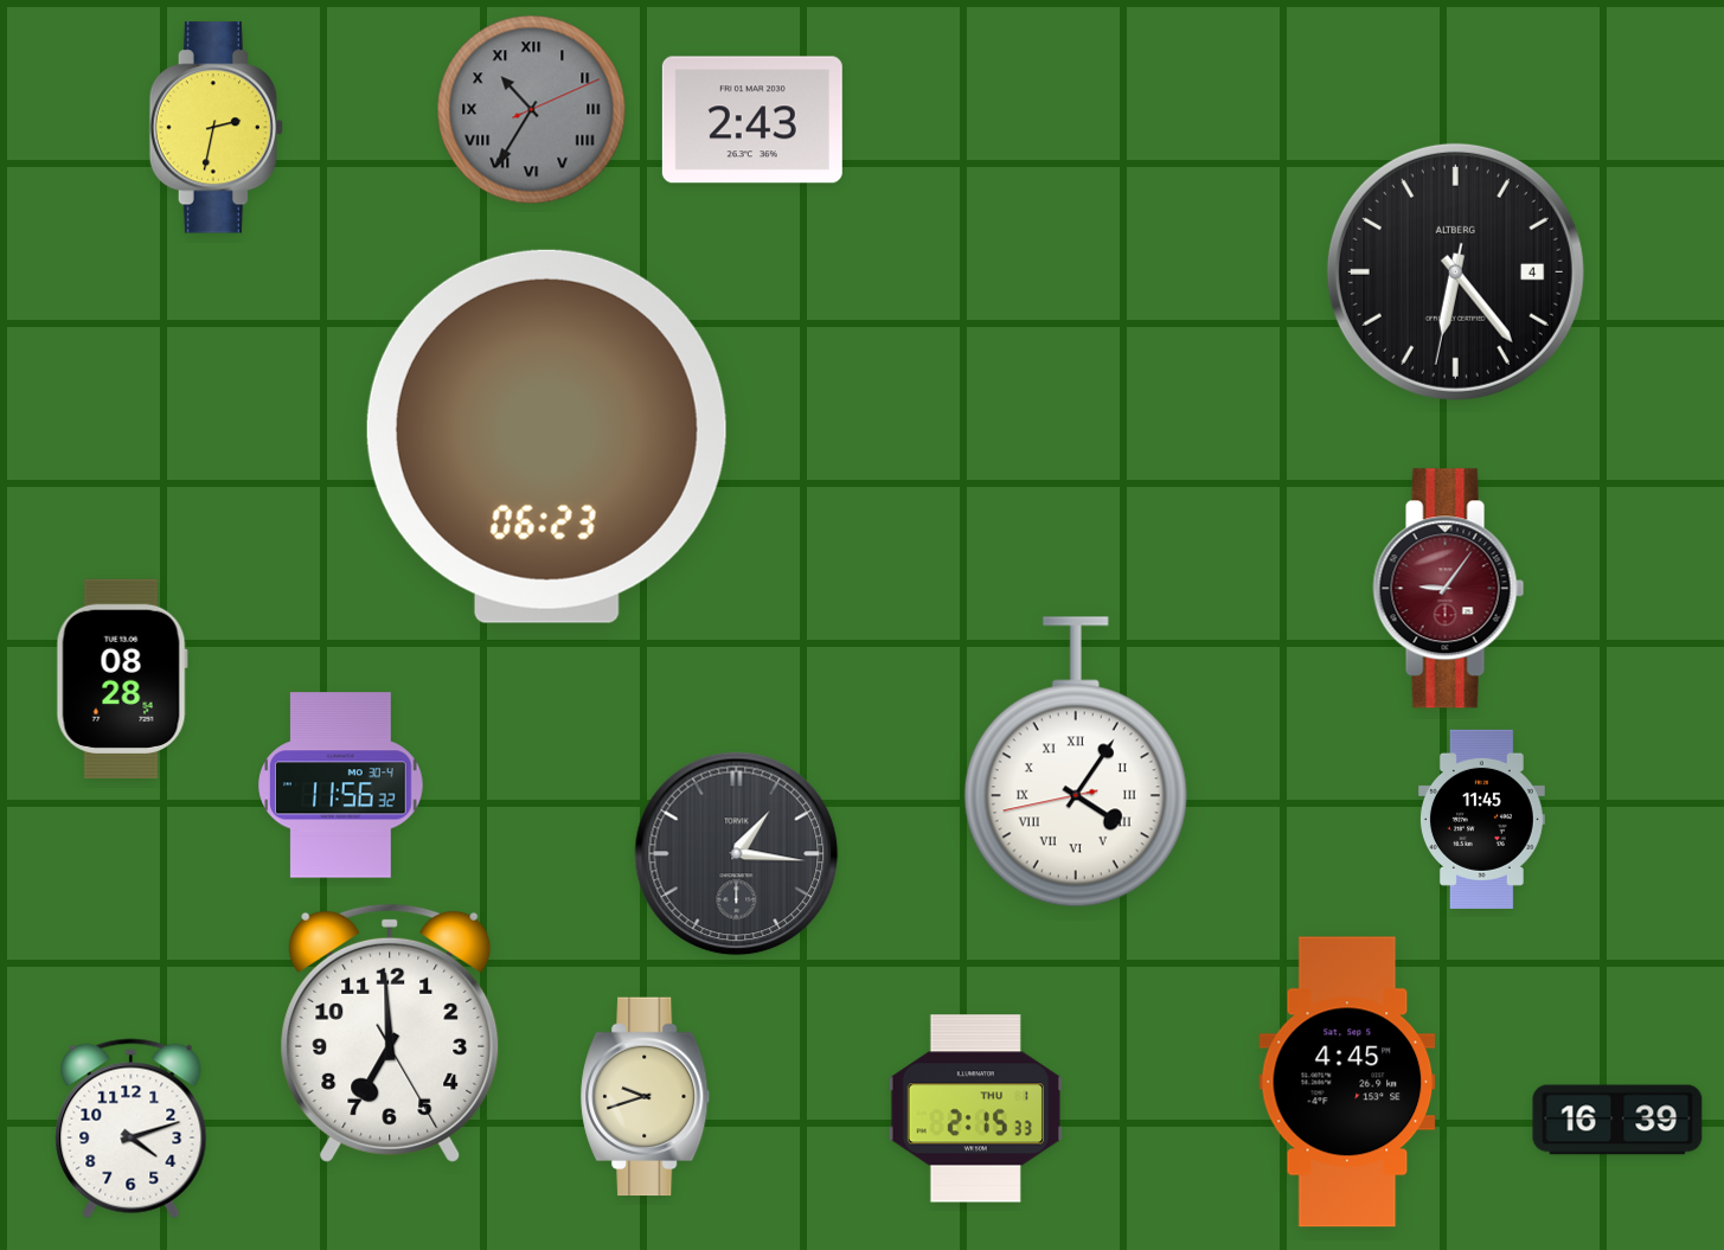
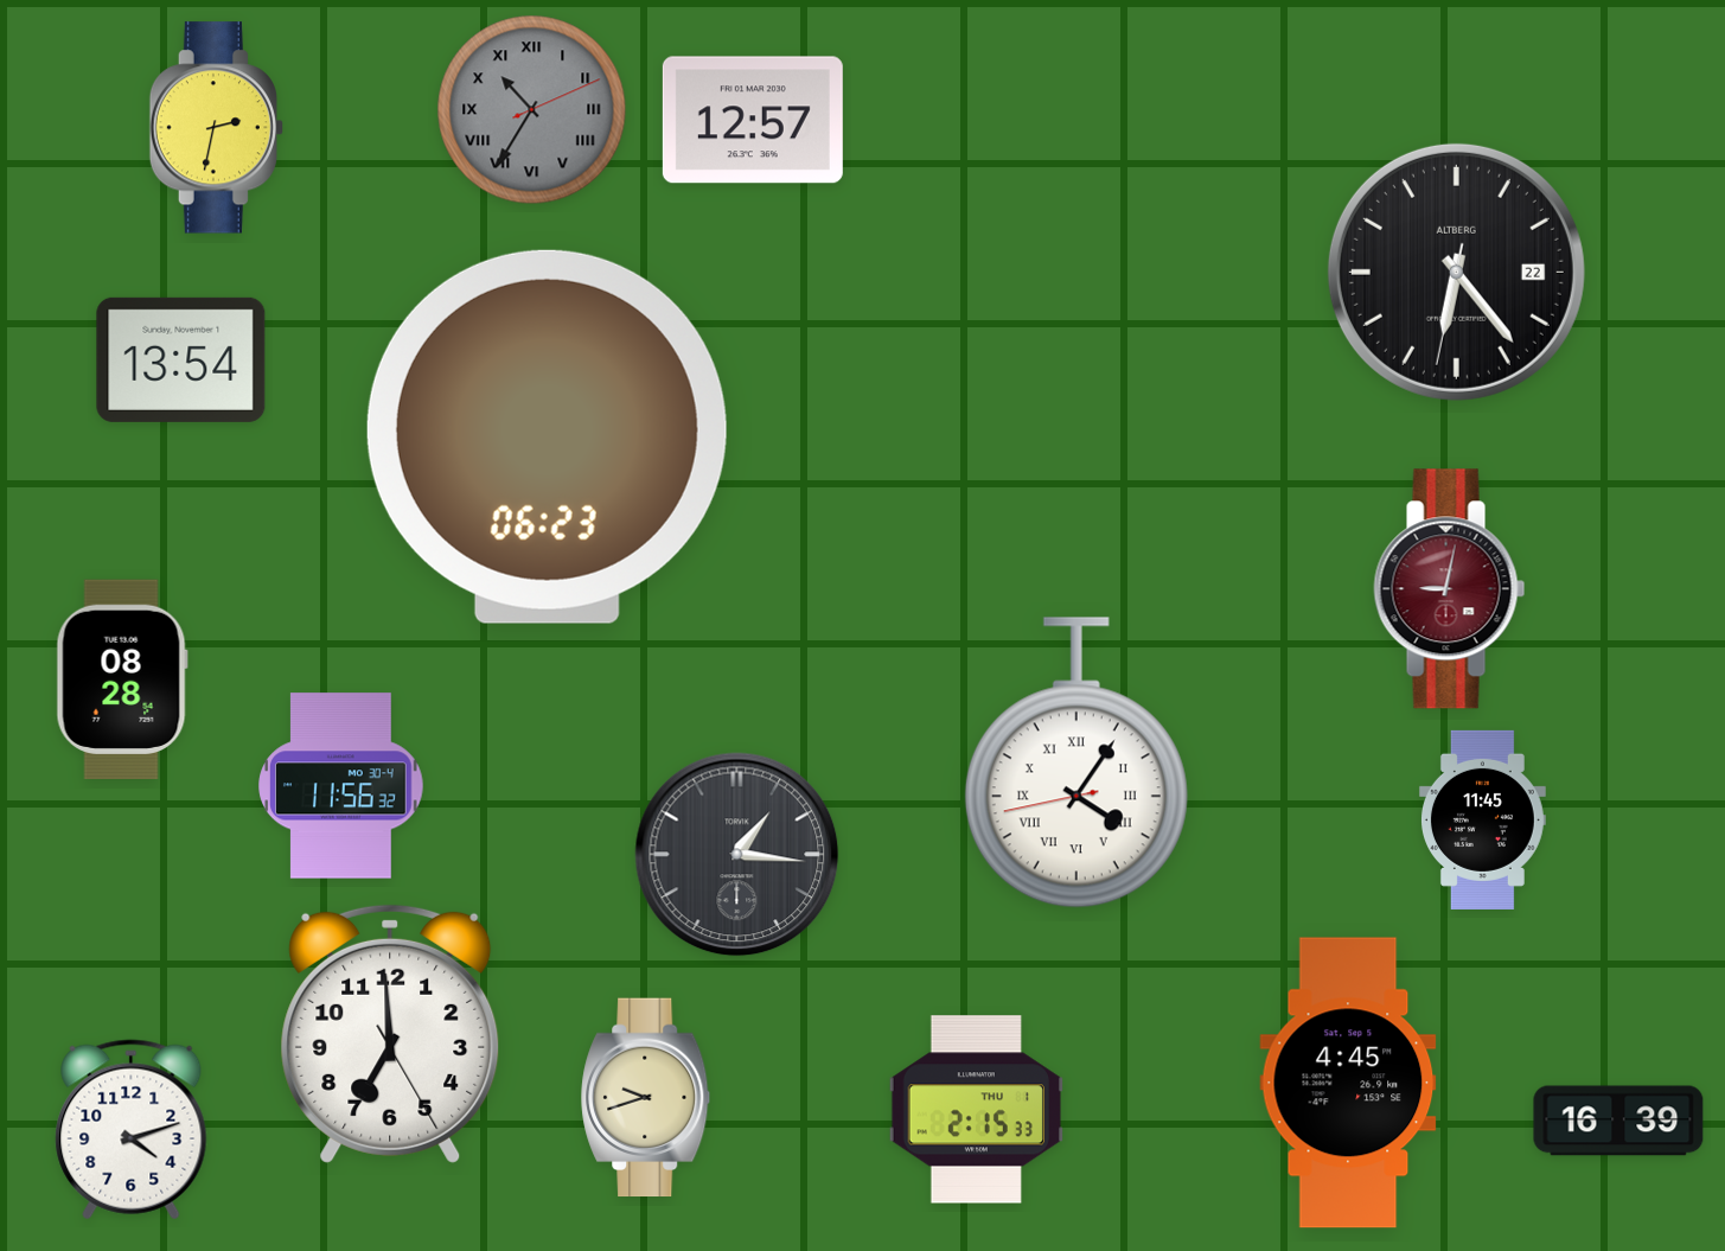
clock at (752, 120): 2:43 -> 12:57
clock at (1455, 271) date: 4 -> 22
clock at (181, 359): none -> 13:54
clock at (1449, 589): 9:06 -> 9:02
